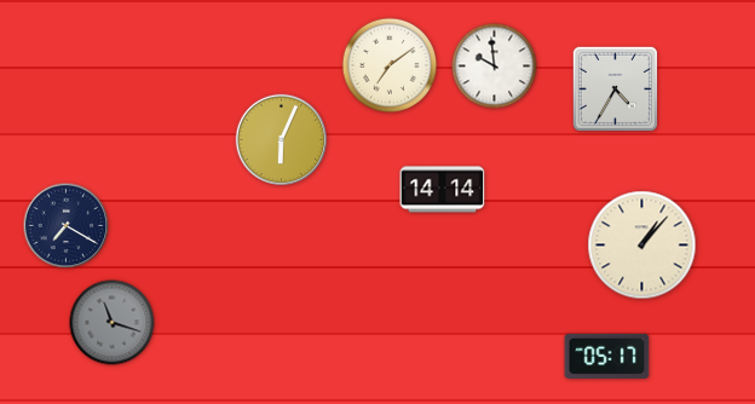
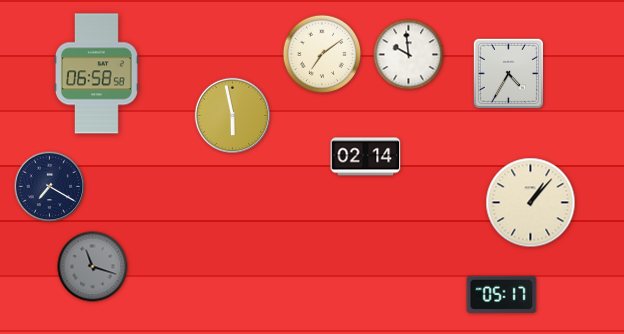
clock at (96, 74): none -> 06:58
clock at (281, 139): 6:04 -> 5:58
clock at (443, 190): 14:14 -> 02:14
clock at (67, 226) position: (67, 226) -> (50, 187)
